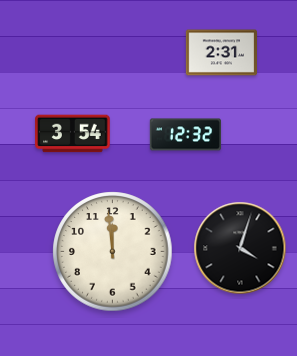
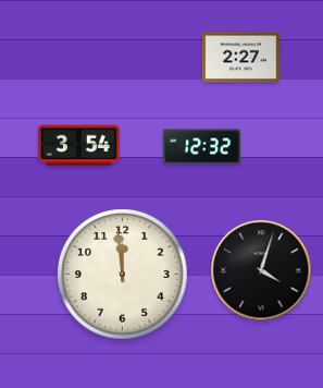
clock at (221, 53): 2:31 -> 2:27
